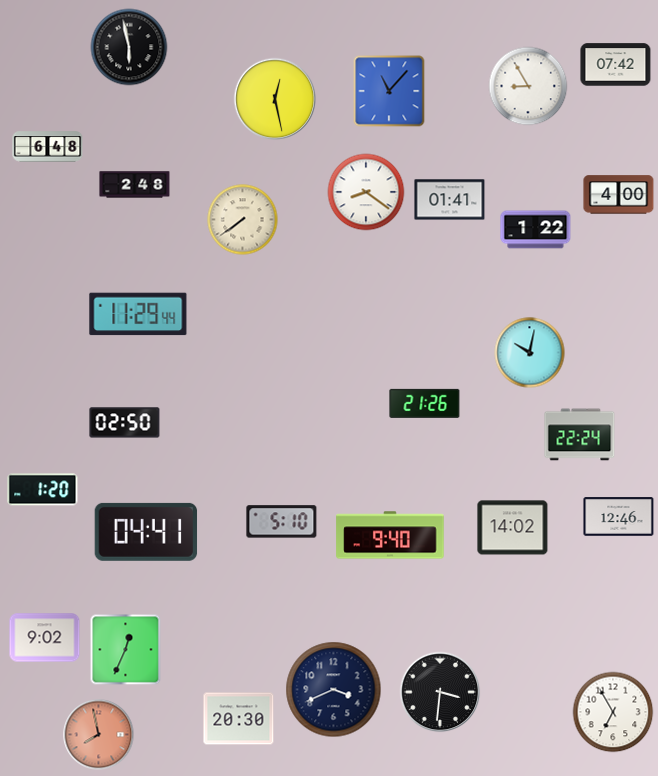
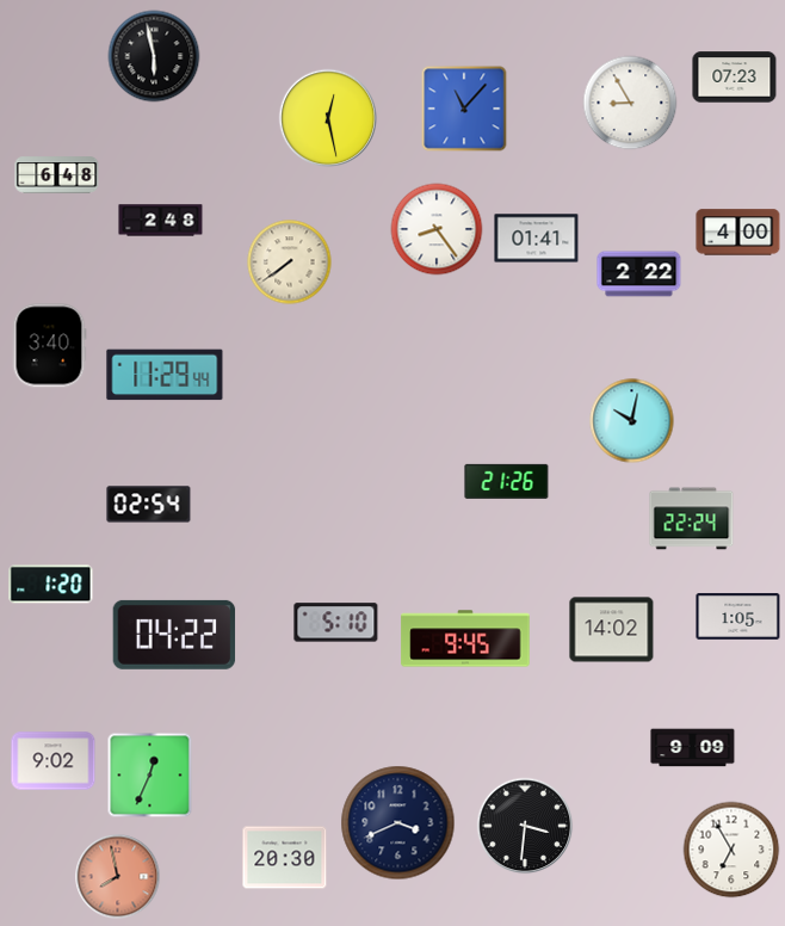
clock at (616, 65): 07:42 -> 07:23
clock at (366, 192): 8:21 -> 8:24
clock at (536, 230): 1:22 -> 2:22
clock at (49, 346): none -> 3:40
clock at (125, 423): 02:50 -> 02:54
clock at (619, 517): 12:46 -> 1:05
clock at (146, 532): 04:41 -> 04:22
clock at (390, 535): 9:40 -> 9:45
clock at (693, 748): none -> 9:09
